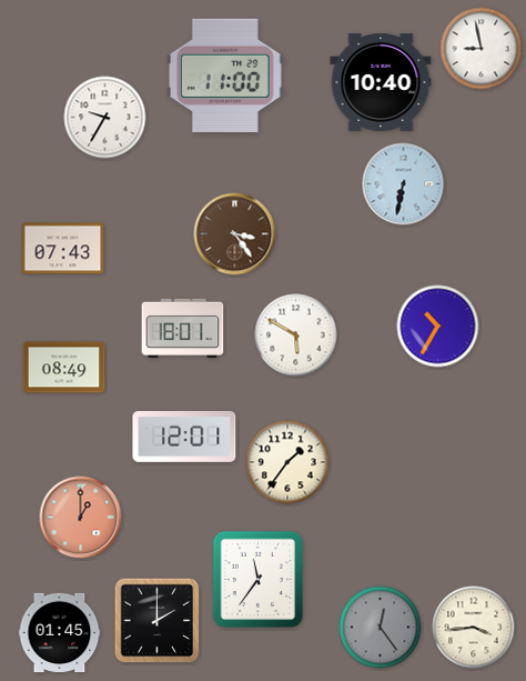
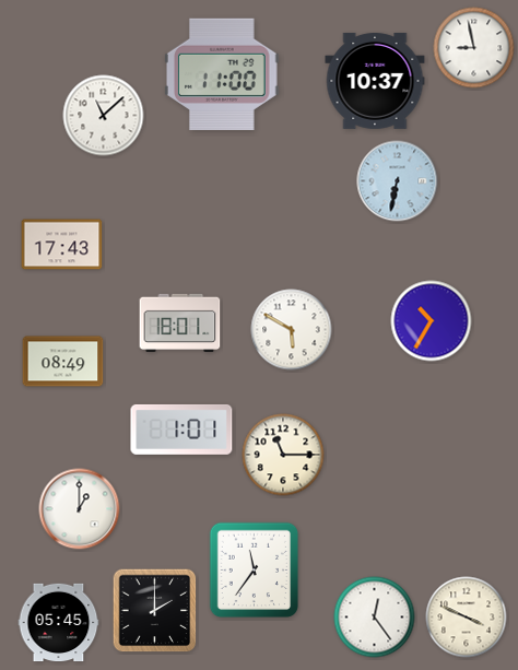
clock at (381, 82): 10:40 -> 10:37
clock at (105, 118): 9:35 -> 11:08
clock at (235, 234): 3:24 -> none
clock at (63, 249): 07:43 -> 17:43
clock at (184, 437): 12:01 -> 1:01
clock at (287, 462): 1:36 -> 11:15
clock at (81, 518) dial: salmon -> white
clock at (381, 628) dial: grey -> white
clock at (474, 628): 3:44 -> 3:49
clock at (60, 633): 01:45 -> 05:45
